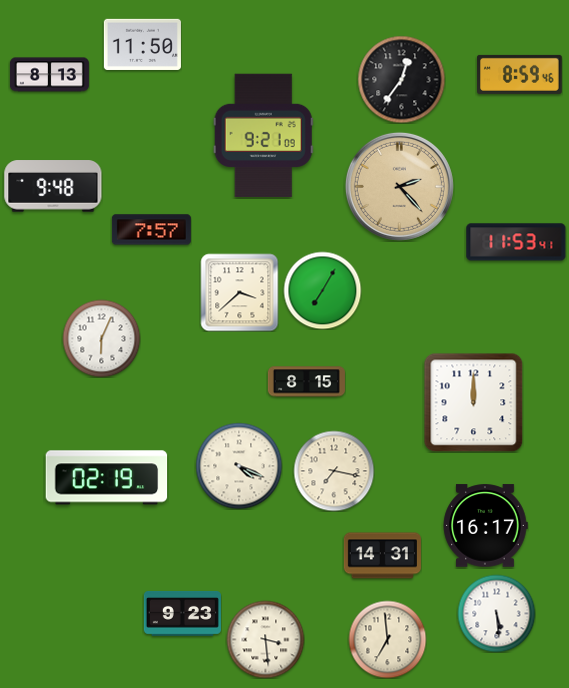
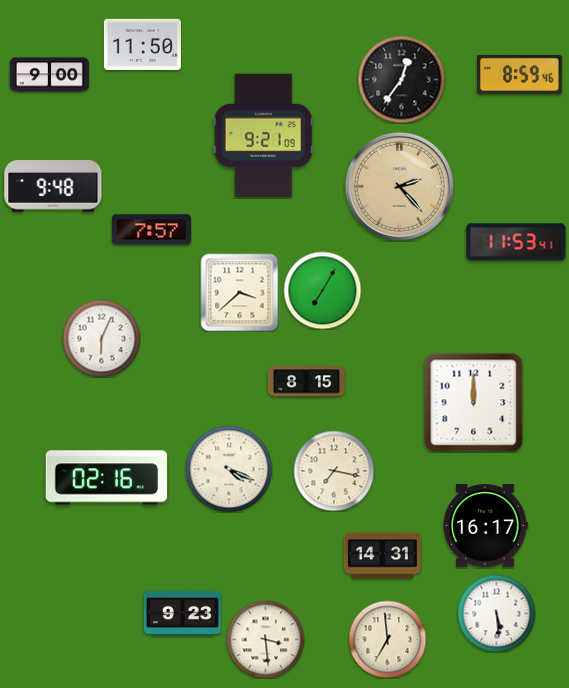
clock at (49, 75): 8:13 -> 9:00
clock at (239, 466) position: (239, 466) -> (229, 469)
clock at (107, 478): 02:19 -> 02:16
